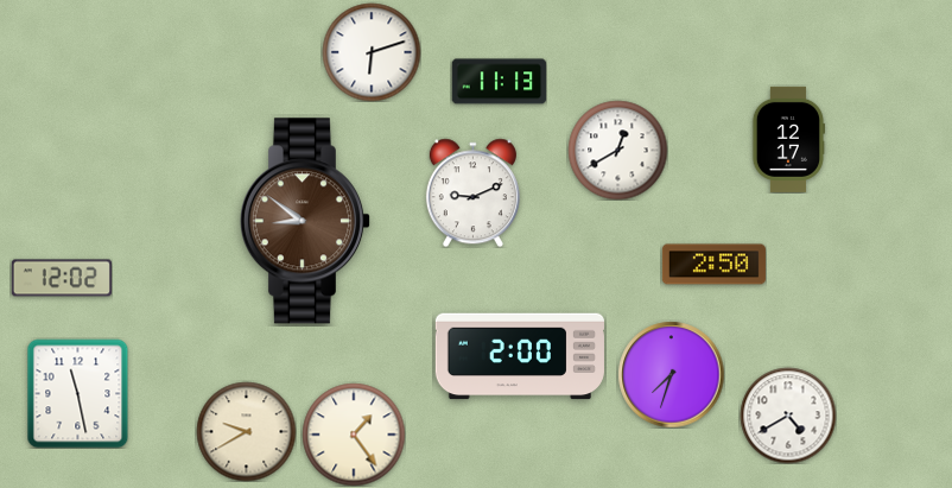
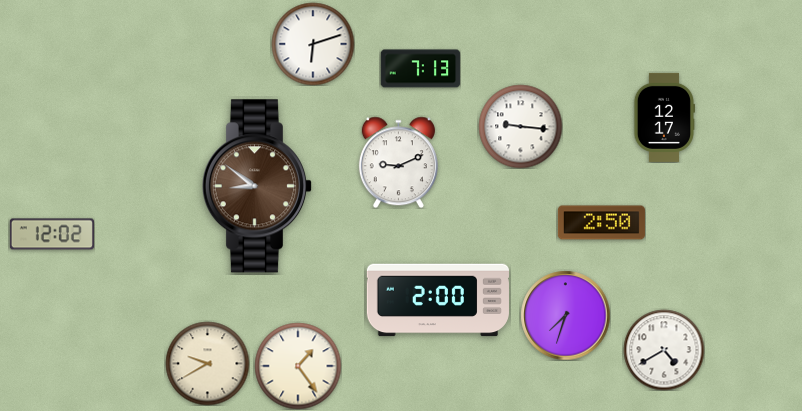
clock at (499, 82): 11:13 -> 7:13
clock at (617, 150): 12:40 -> 9:16
clock at (78, 393): 11:28 -> none
